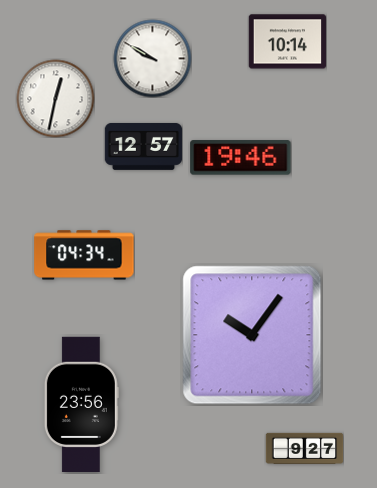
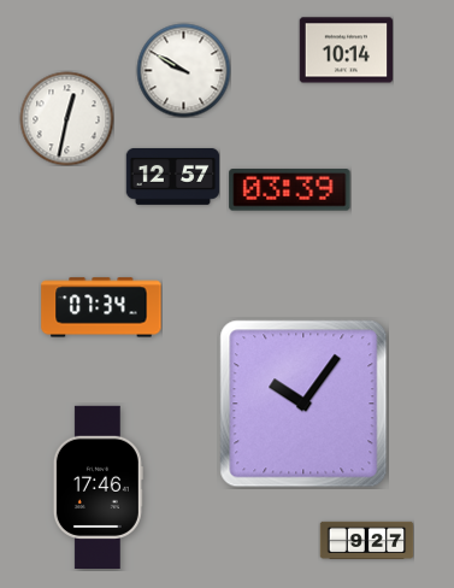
clock at (241, 158): 19:46 -> 03:39
clock at (84, 255): 04:34 -> 07:34
clock at (81, 405): 23:56 -> 17:46
